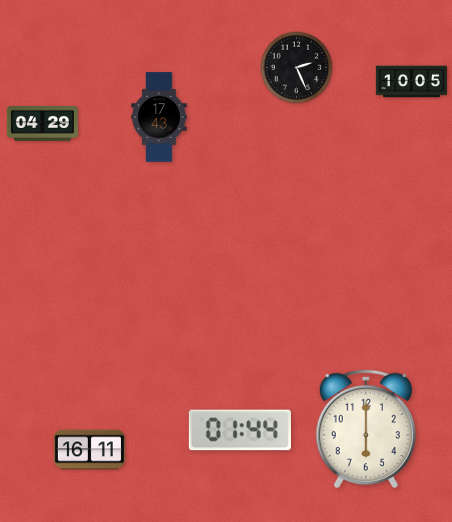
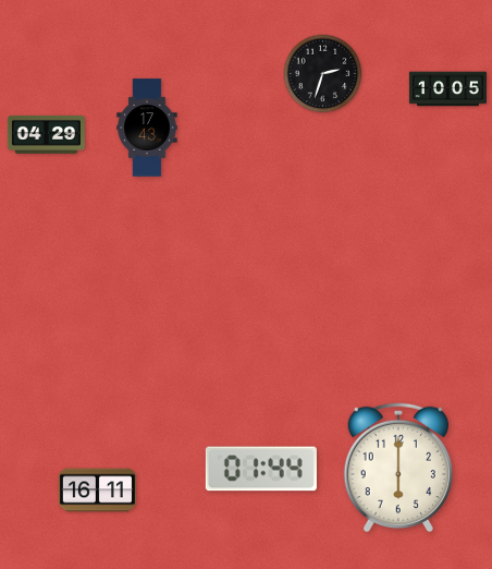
clock at (297, 68): 2:26 -> 2:33
clock at (159, 117) position: (159, 117) -> (147, 128)
